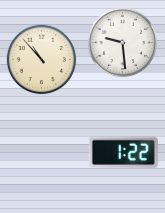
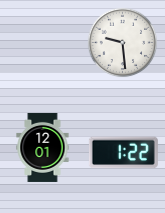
clock at (42, 60): 10:53 -> none
clock at (43, 147): none -> 12:01
